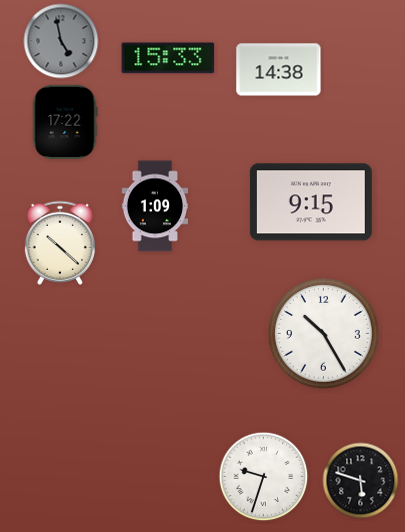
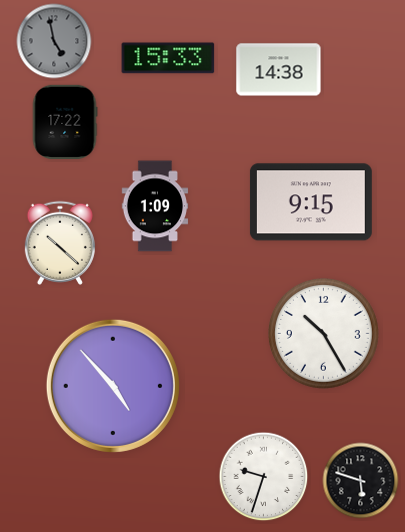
clock at (61, 41) position: (61, 41) -> (54, 41)
clock at (113, 386): none -> 4:53
